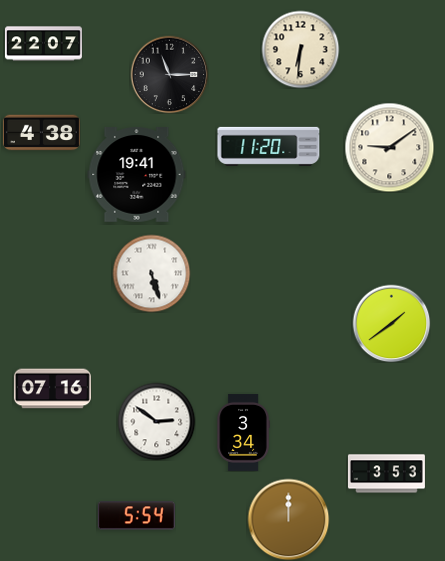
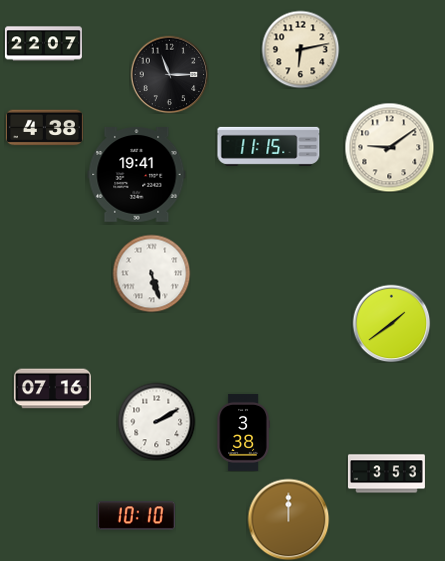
clock at (300, 49): 6:31 -> 6:13
clock at (41, 133) position: (41, 133) -> (44, 128)
clock at (269, 146): 11:20 -> 11:15
clock at (156, 421): 2:51 -> 2:10
clock at (243, 432): 3:34 -> 3:38
clock at (136, 516): 5:54 -> 10:10
